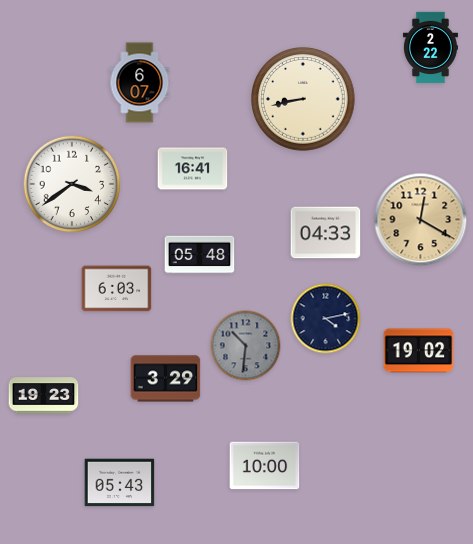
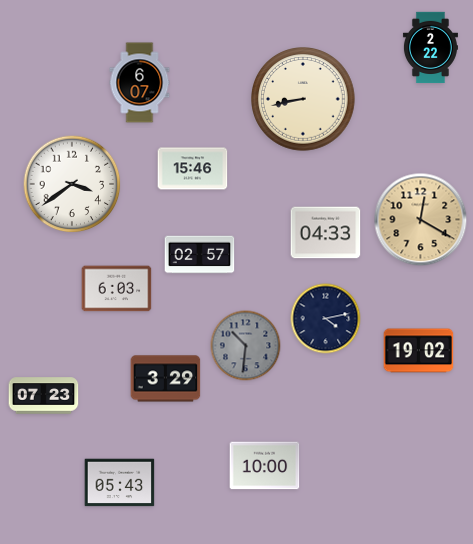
clock at (193, 169): 16:41 -> 15:46
clock at (200, 255): 05:48 -> 02:57
clock at (44, 396): 19:23 -> 07:23
